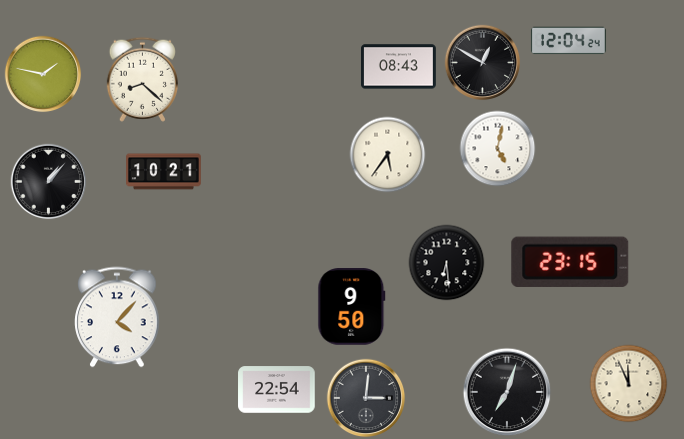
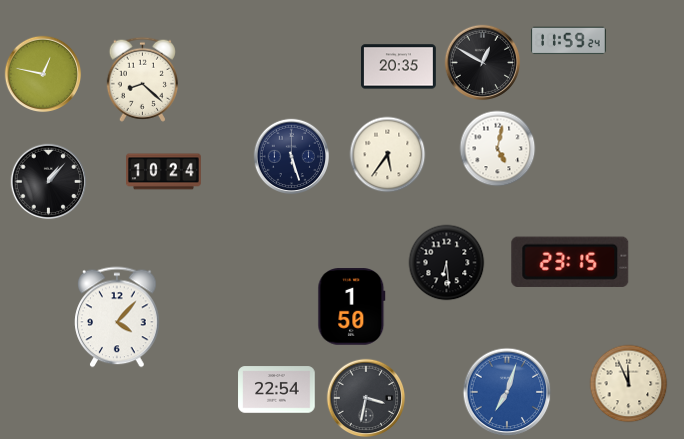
clock at (569, 41): 12:04 -> 11:59
clock at (398, 67): 08:43 -> 20:35
clock at (43, 74): 1:47 -> 12:47
clock at (292, 157): none -> 5:27
clock at (164, 172): 10:21 -> 10:24
clock at (352, 307): 9:50 -> 1:50
clock at (507, 392) dial: black -> blue
clock at (366, 398): 3:01 -> 3:32
